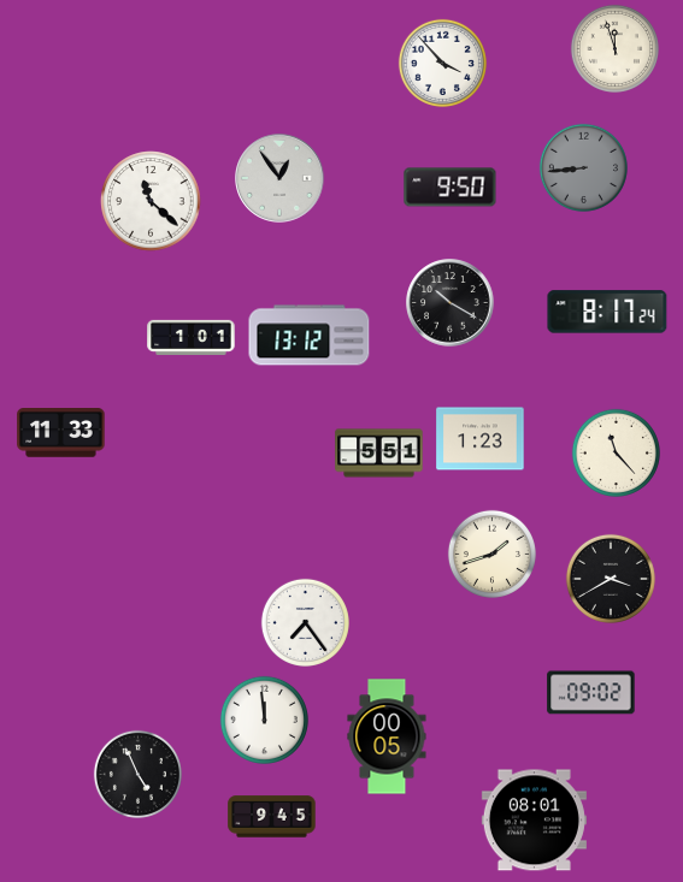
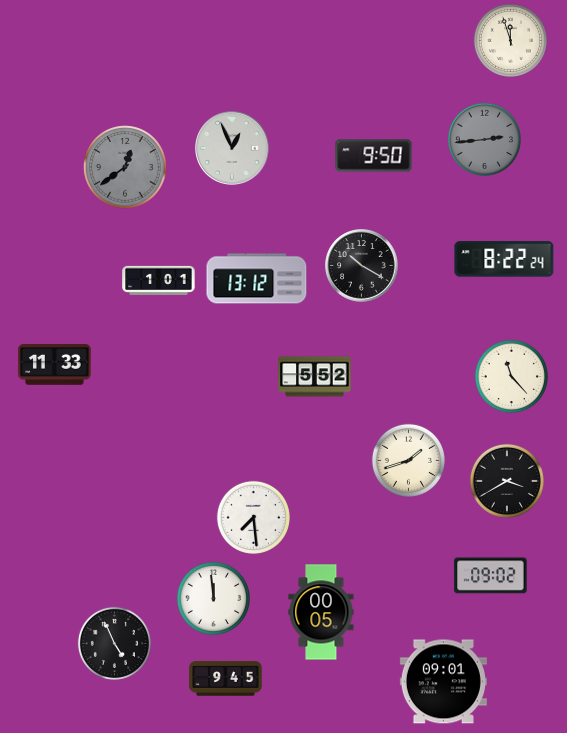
clock at (442, 63): 3:53 -> none
clock at (583, 167): 8:44 -> 2:44
clock at (279, 178): 12:54 -> 12:56
clock at (151, 201): 11:22 -> 12:39
clock at (151, 201) dial: white -> grey
clock at (451, 303) position: (451, 303) -> (362, 266)
clock at (607, 312): 8:17 -> 8:22
clock at (61, 433) position: (61, 433) -> (55, 365)
clock at (481, 439): 1:23 -> none
clock at (379, 454): 5:51 -> 5:52
clock at (305, 622): 7:24 -> 7:29
clock at (264, 720) position: (264, 720) -> (213, 598)
clock at (534, 821): 08:01 -> 09:01
